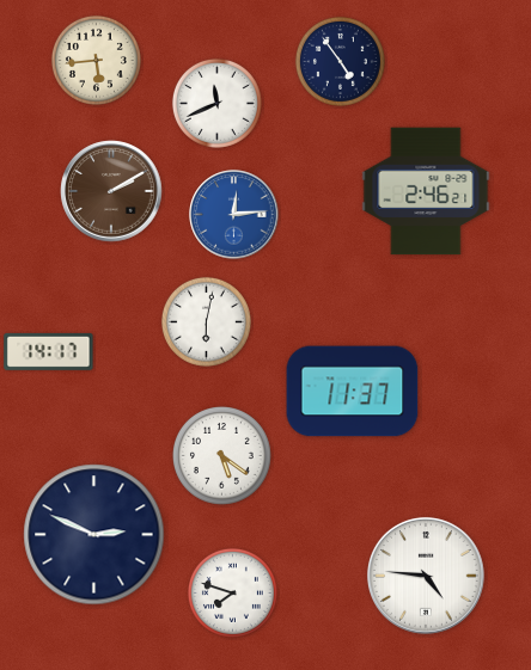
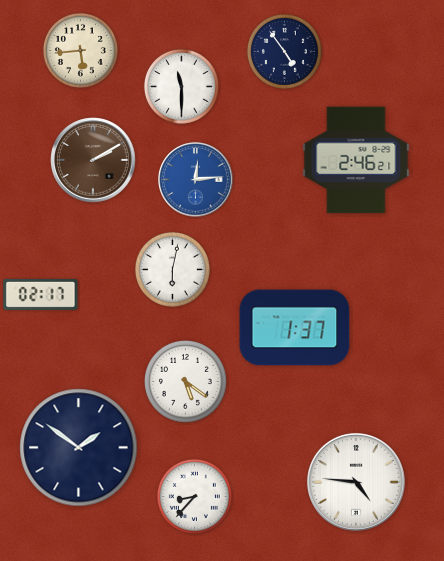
clock at (216, 103): 11:41 -> 11:30
clock at (49, 351): 14:17 -> 02:17
clock at (353, 392): 11:37 -> 1:37
clock at (94, 535): 2:49 -> 1:51
clock at (232, 592): 7:48 -> 8:37
